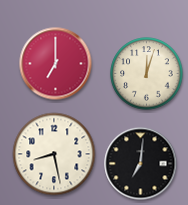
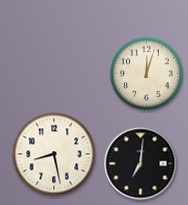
clock at (56, 64): 7:00 -> none
